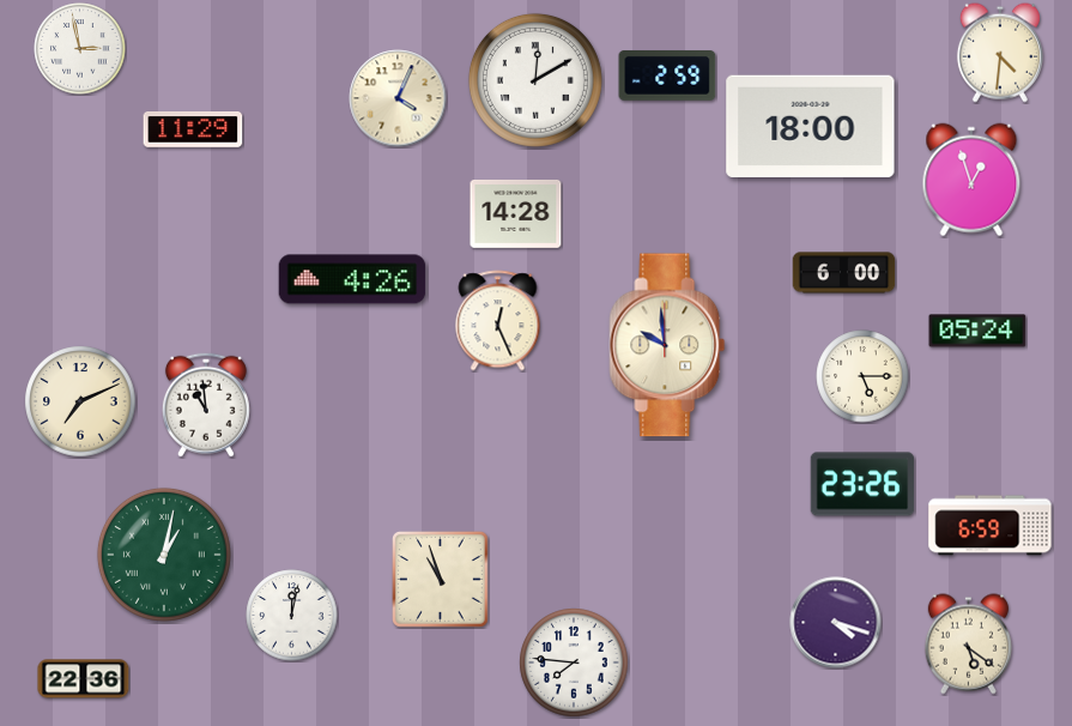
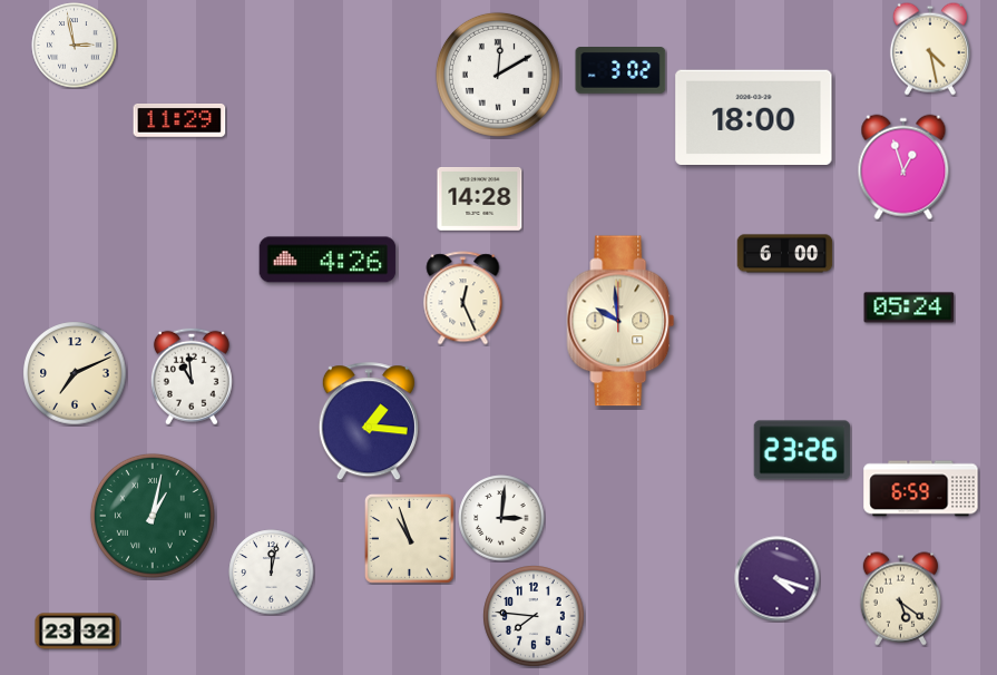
clock at (1000, 53): 4:31 -> 4:28
clock at (667, 77): 2:59 -> 3:02
clock at (398, 98): 4:04 -> none
clock at (862, 376): 5:15 -> none
clock at (369, 422): none -> 1:16
clock at (501, 518): none -> 3:01
clock at (84, 679): 22:36 -> 23:32
